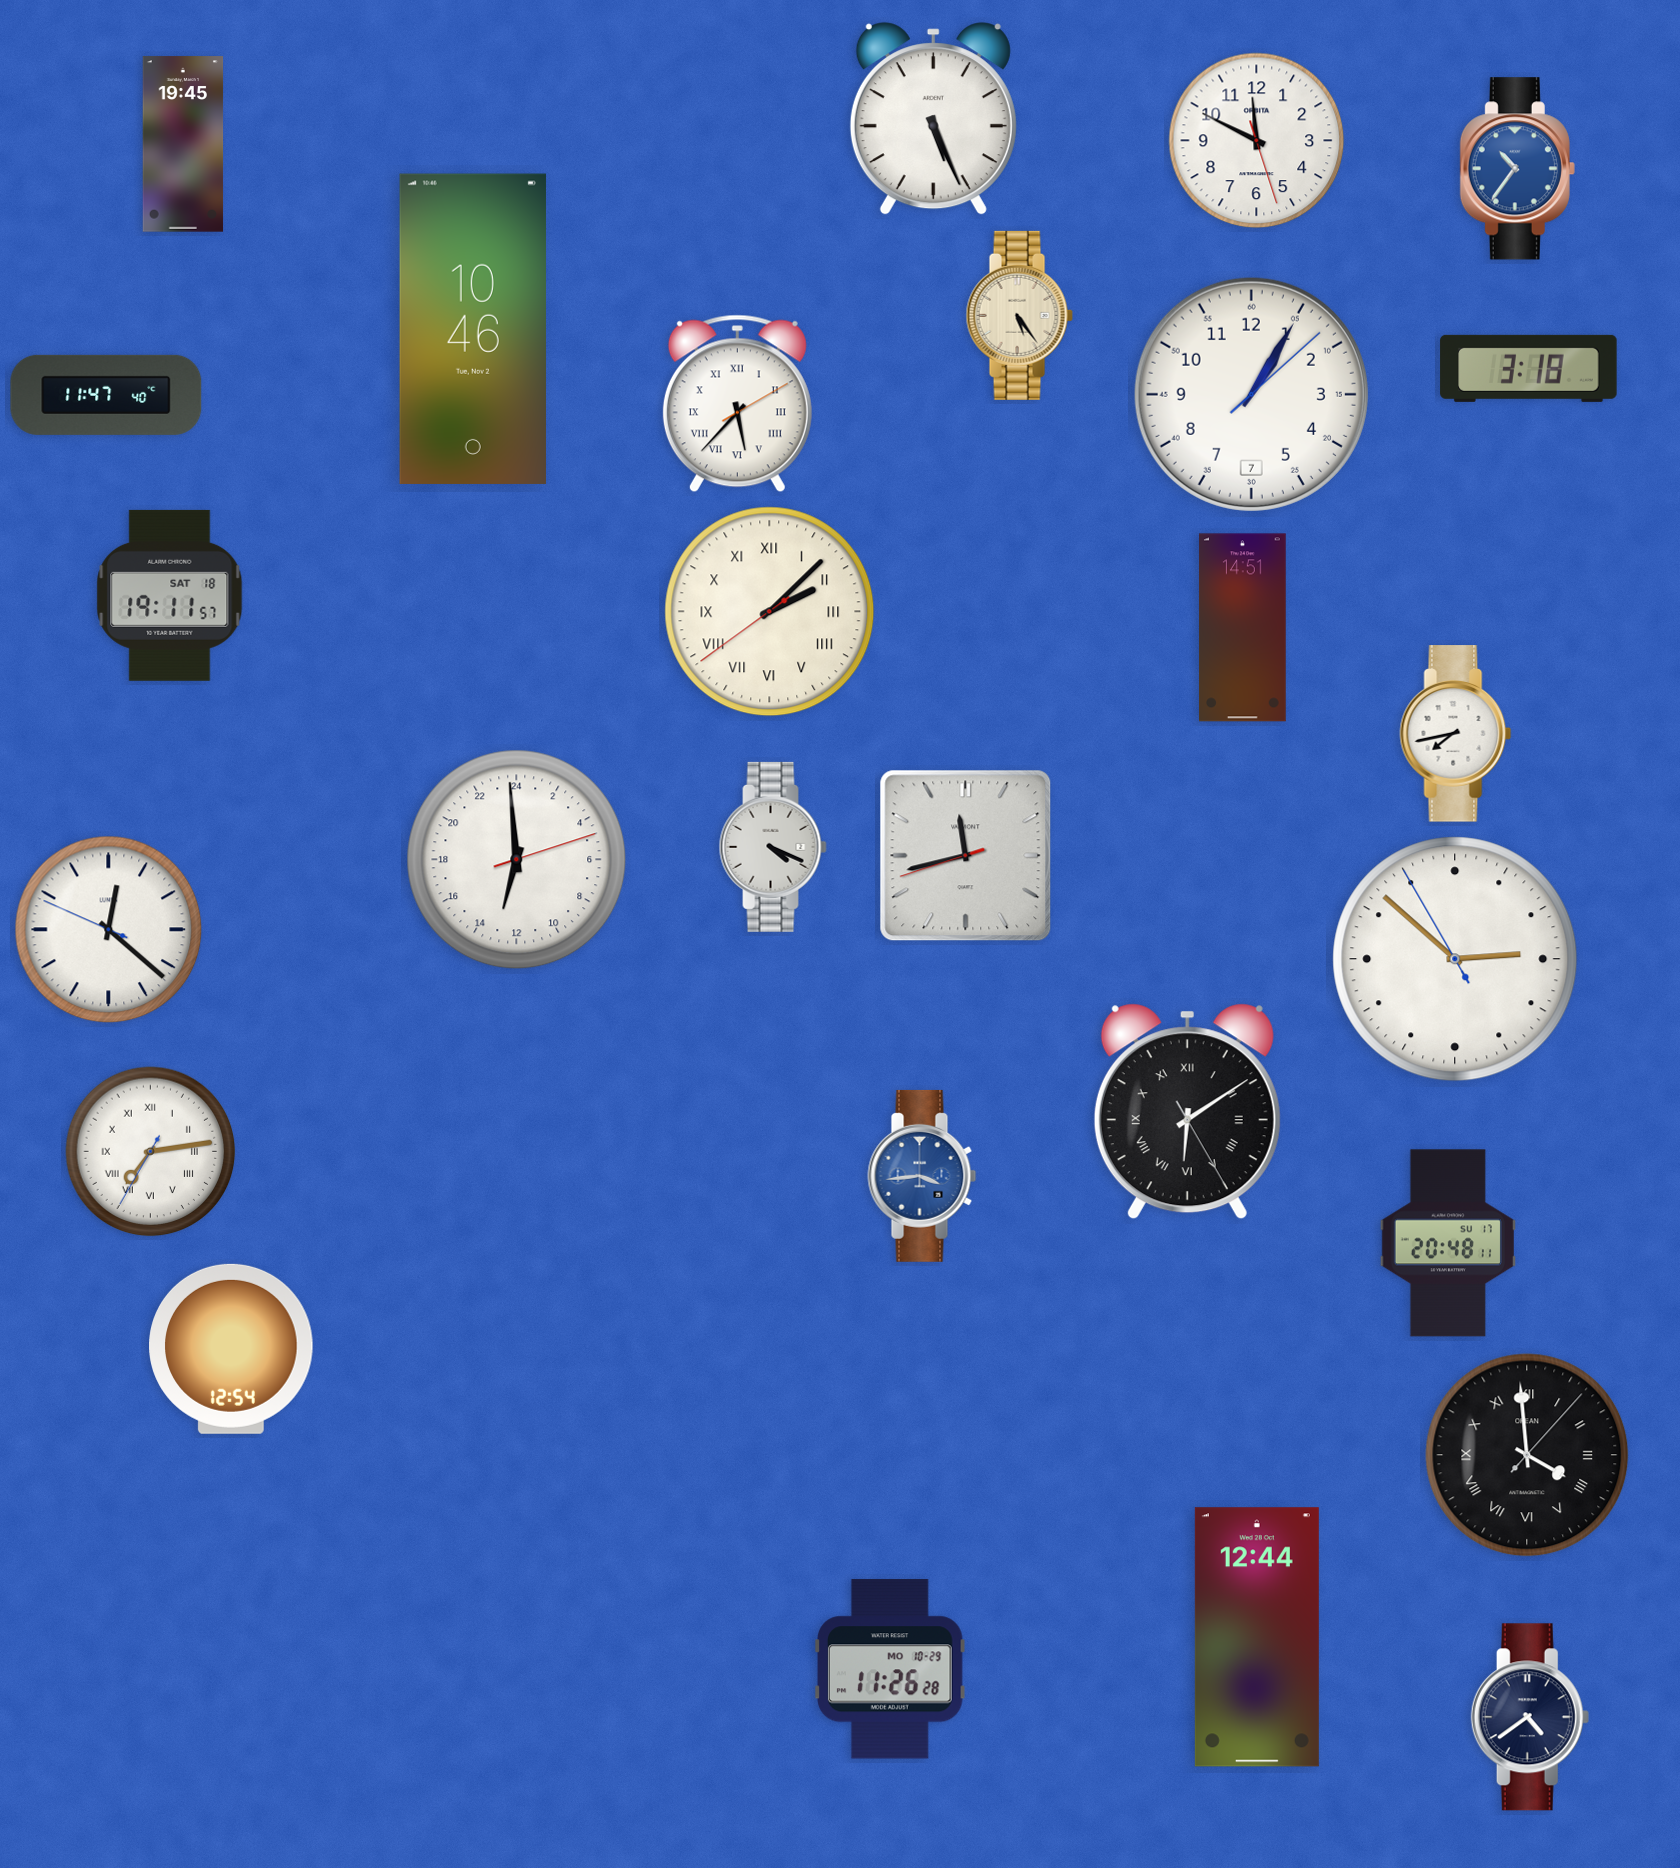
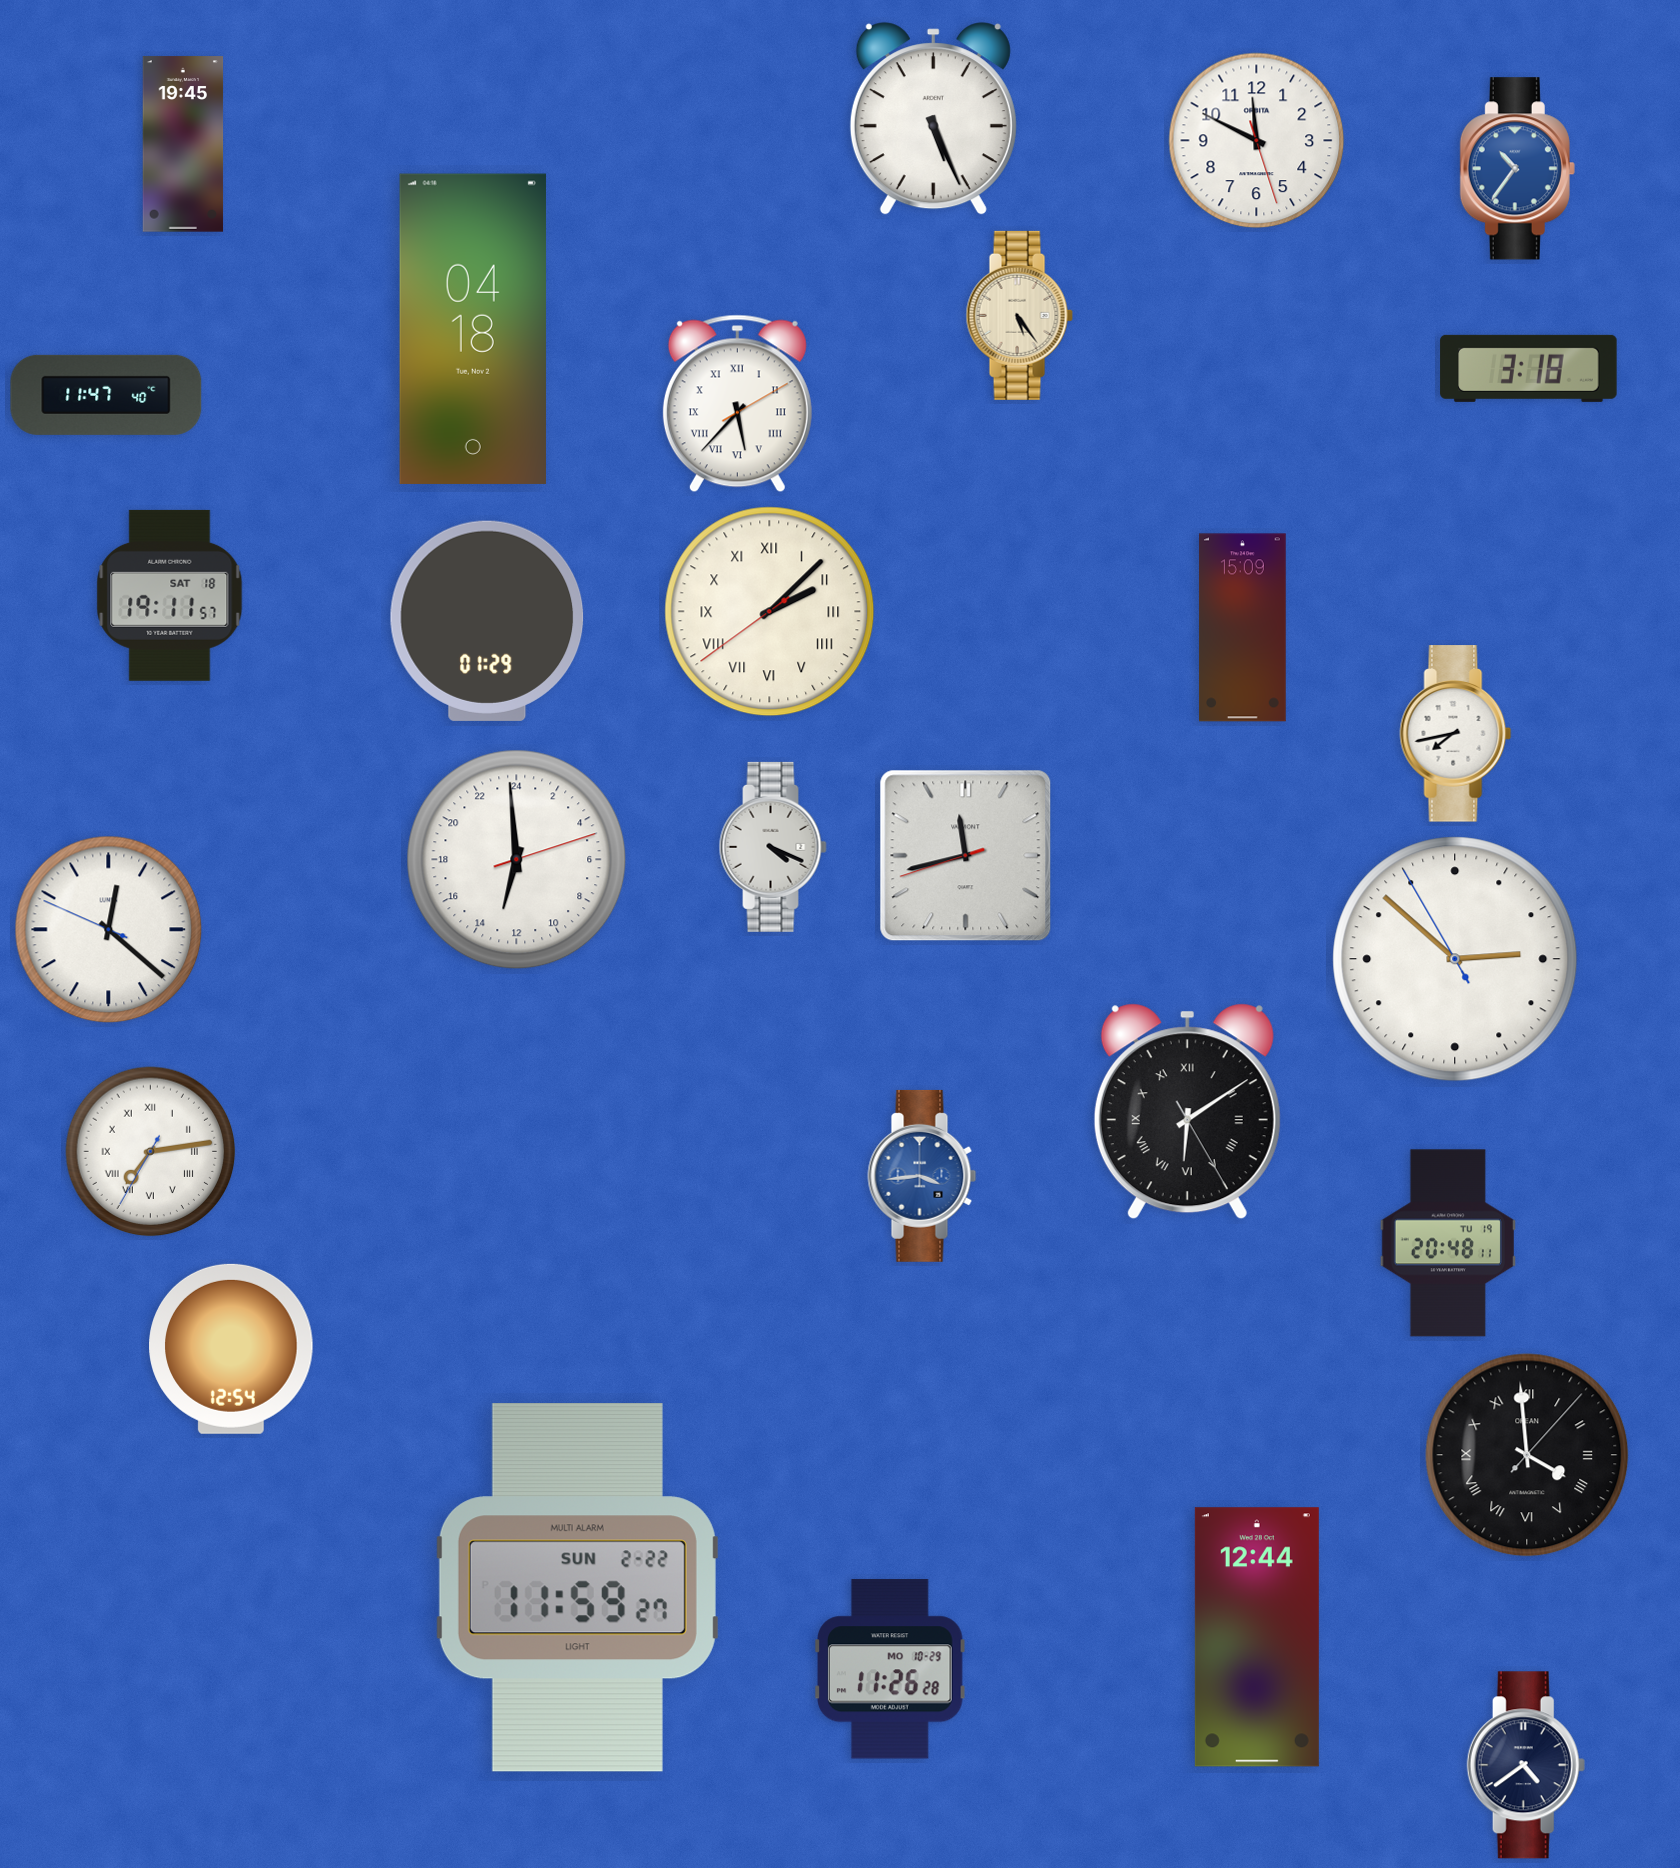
clock at (473, 329): 10:46 -> 04:18
clock at (1251, 394): 1:05 -> none
clock at (487, 621): none -> 01:29
clock at (1243, 628): 14:51 -> 15:09
clock at (1448, 1243) date: SU 17 -> TU 19
clock at (577, 1588): none -> 11:59
clock at (1530, 1717) position: (1530, 1717) -> (1526, 1765)
